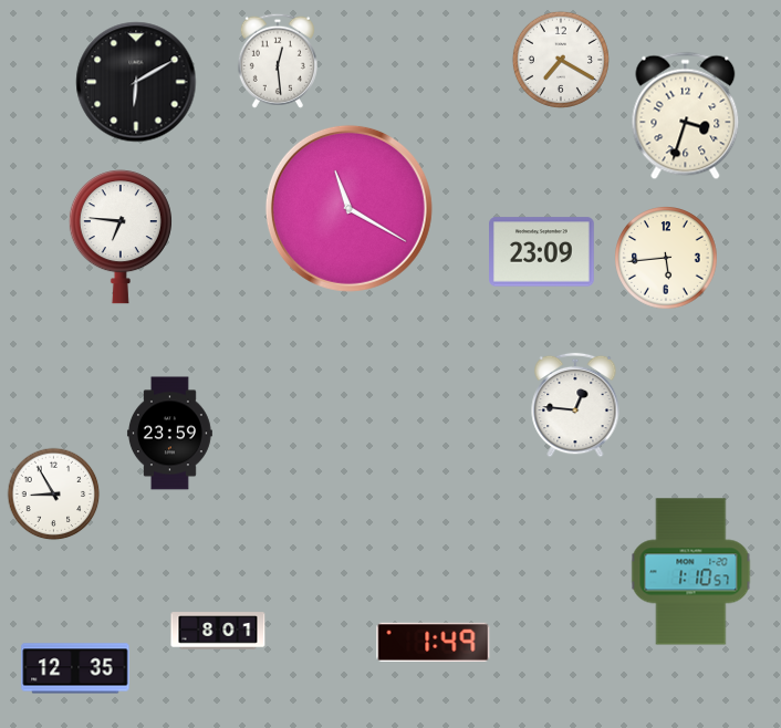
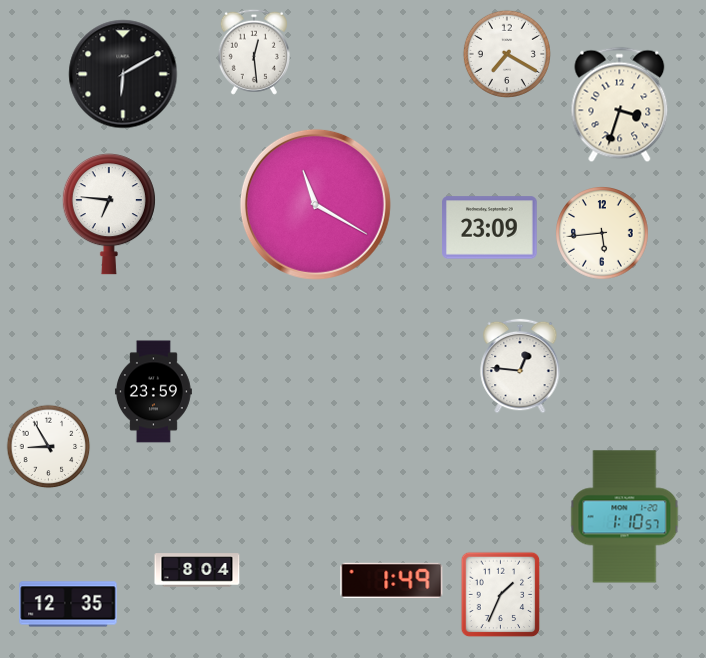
clock at (278, 61) position: (278, 61) -> (254, 52)
clock at (348, 208) position: (348, 208) -> (315, 204)
clock at (218, 631): 8:01 -> 8:04
clock at (501, 595): none -> 1:34
